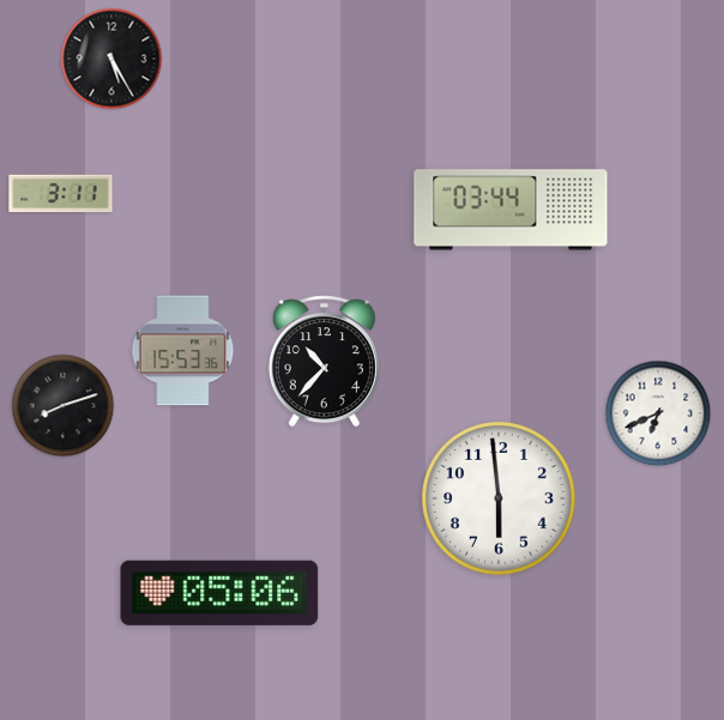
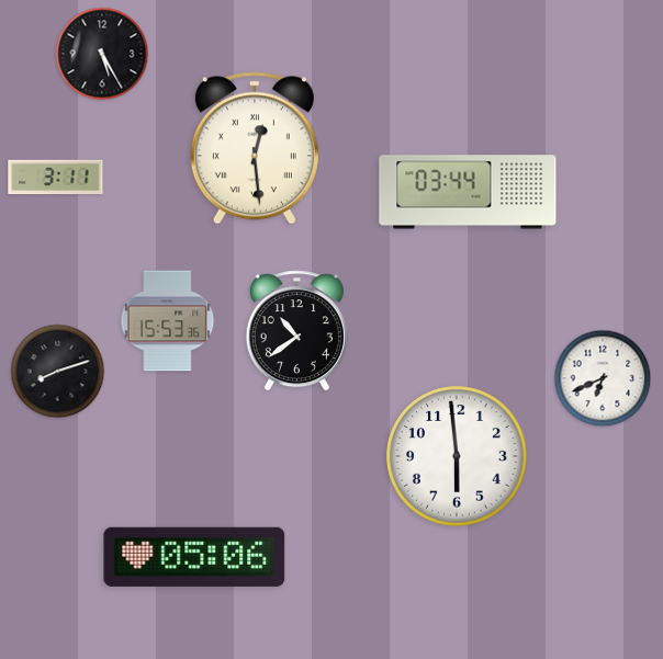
clock at (255, 148): none -> 12:29
clock at (324, 362): 10:37 -> 10:39
clock at (219, 593) position: (219, 593) -> (194, 557)
